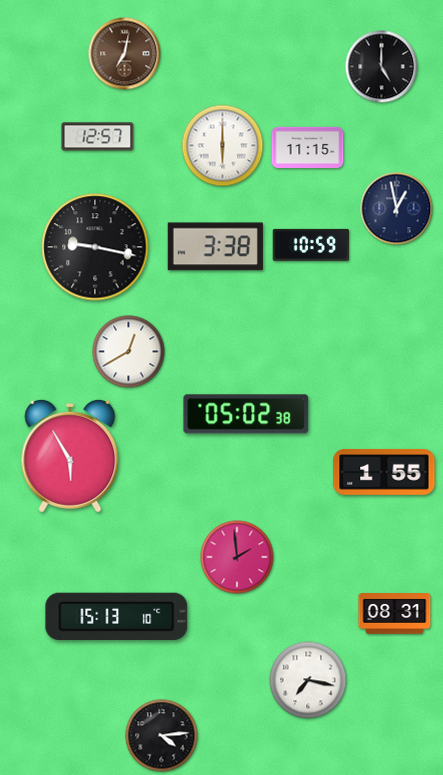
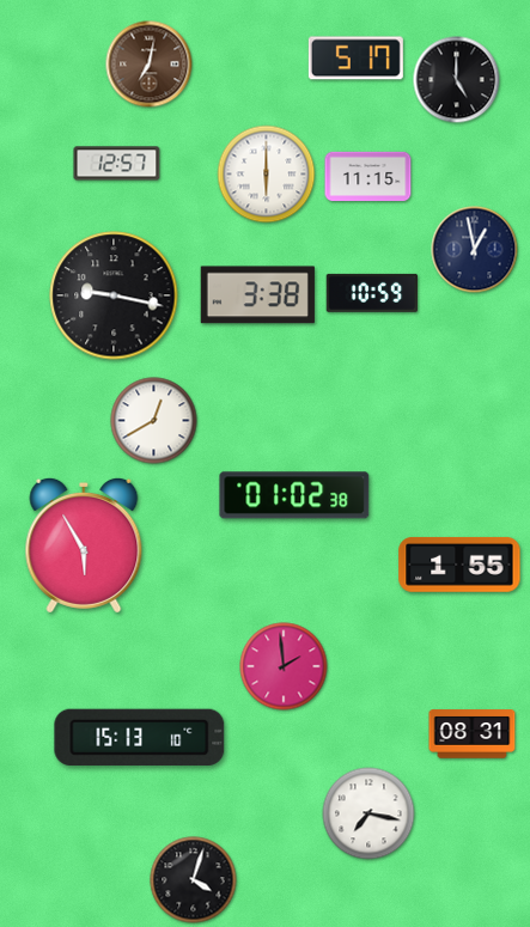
clock at (355, 59): none -> 5:17
clock at (246, 414): 05:02 -> 01:02
clock at (162, 736): 4:14 -> 4:03
